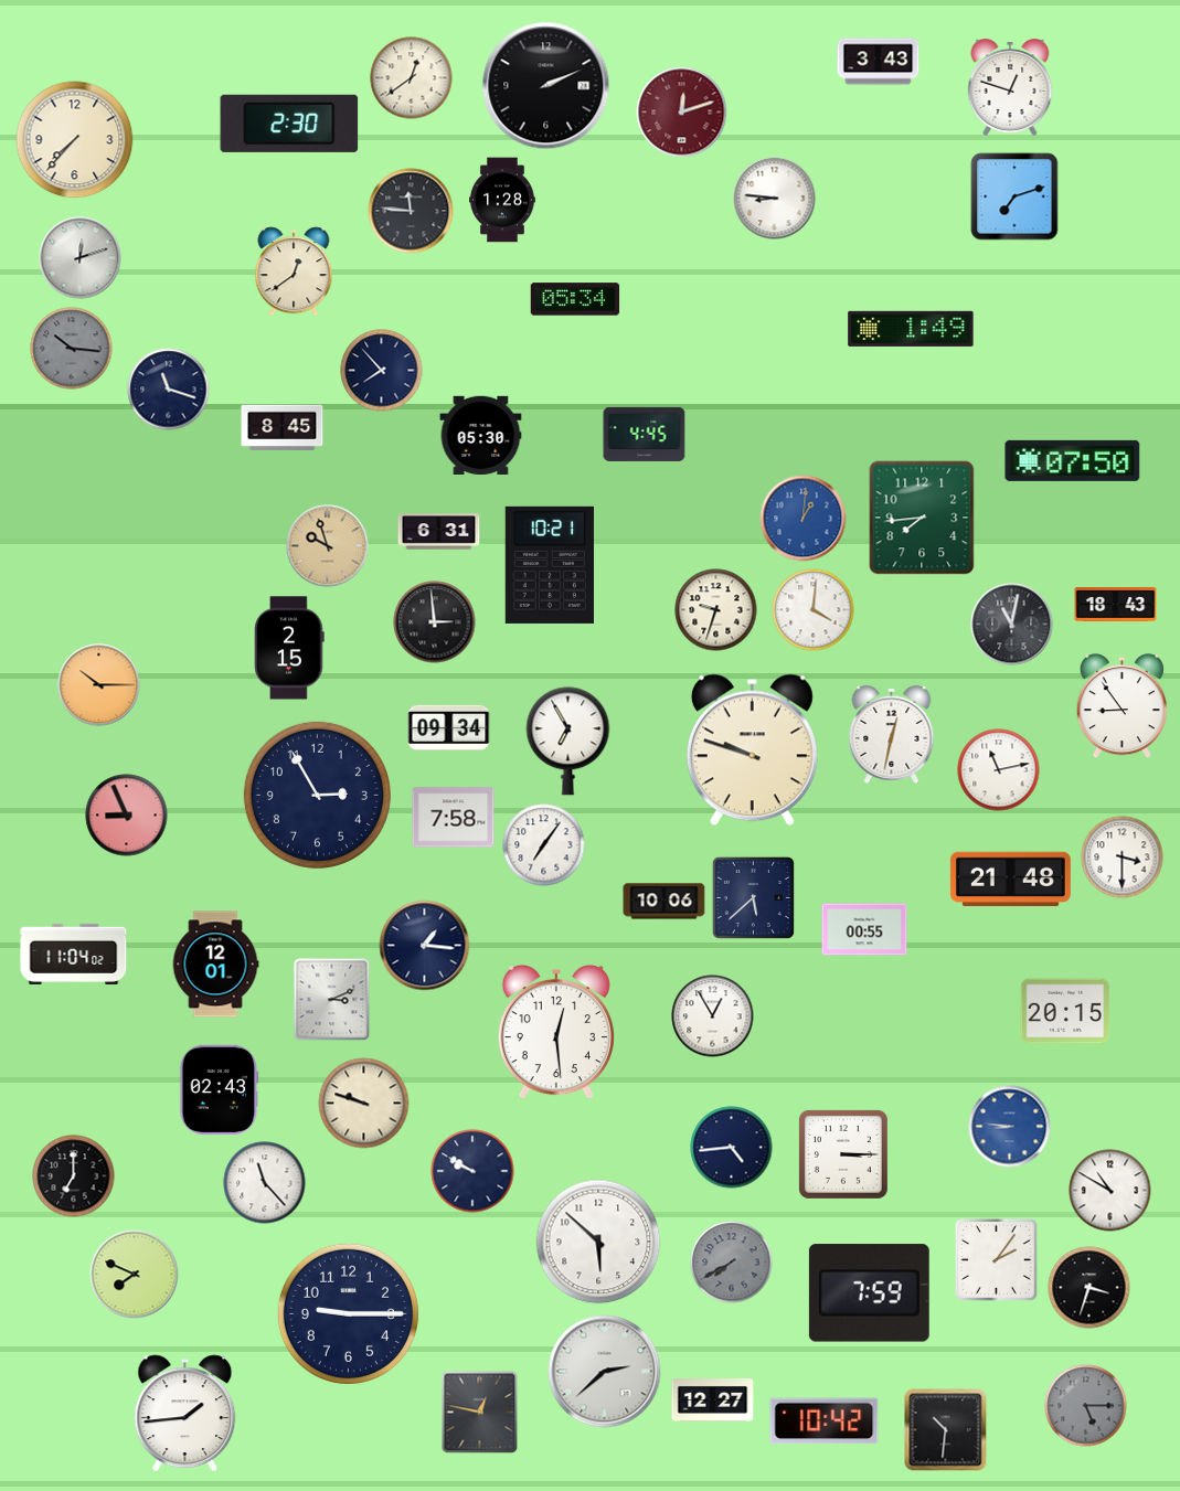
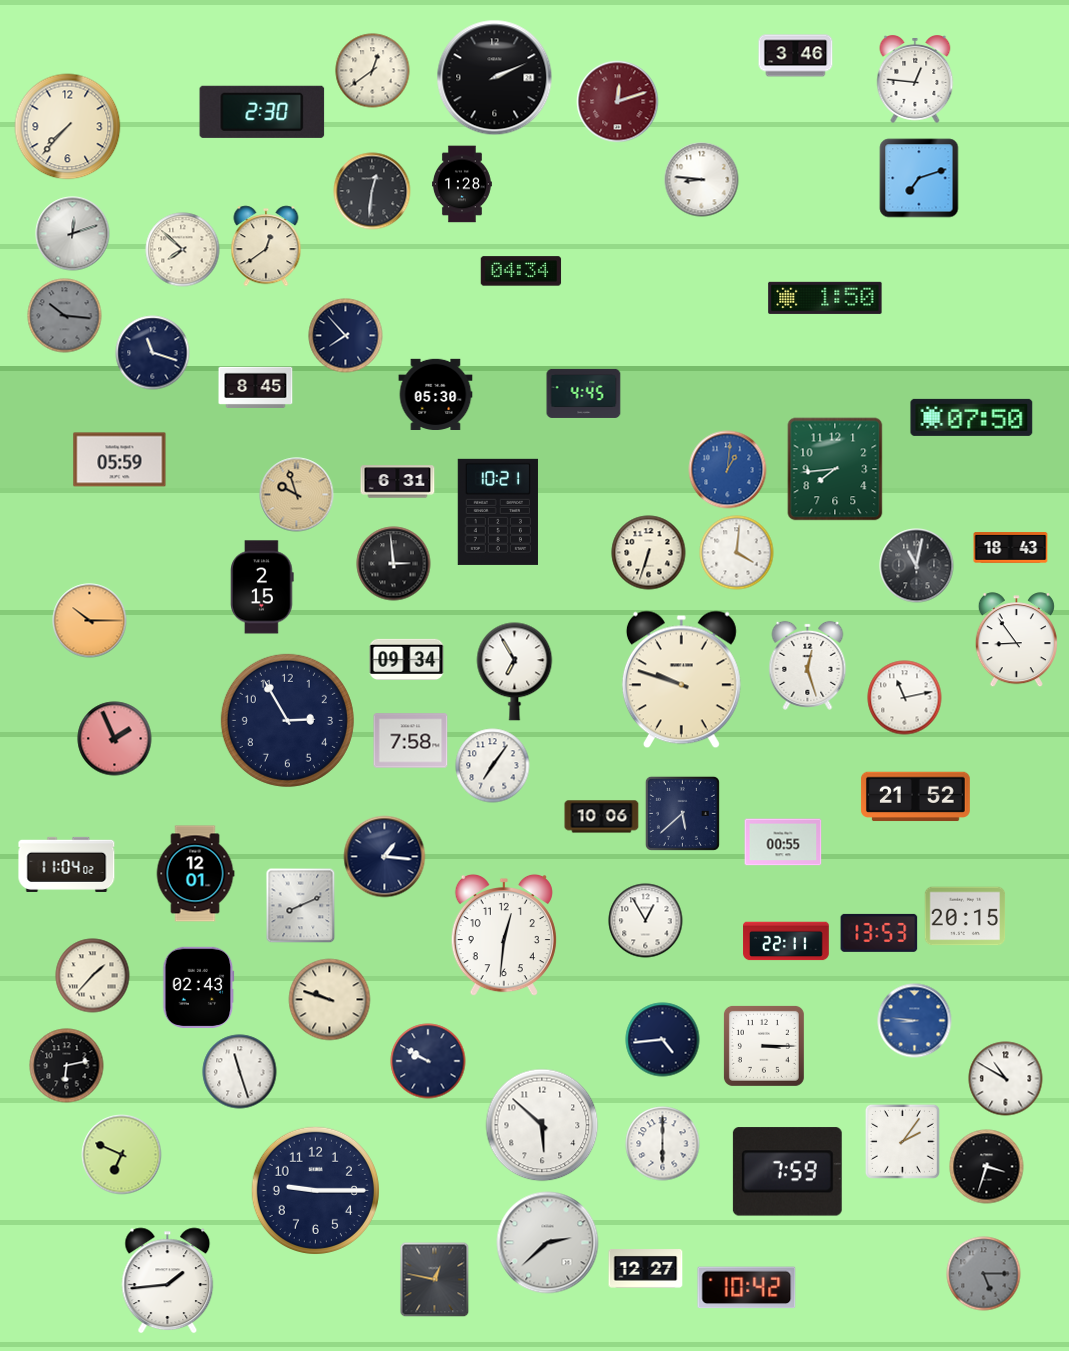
clock at (879, 62): 3:43 -> 3:46
clock at (1010, 88): 12:48 -> 12:46
clock at (503, 200) position: (503, 200) -> (463, 184)
clock at (411, 211): 11:46 -> 12:31
clock at (183, 250): none -> 7:52
clock at (575, 299): 05:34 -> 04:34
clock at (911, 329): 1:49 -> 1:50
clock at (120, 460): none -> 05:59
clock at (716, 610): 9:33 -> 6:33
clock at (892, 734): 12:32 -> 12:27
clock at (127, 816): 8:56 -> 1:56
clock at (1123, 858): 3:30 -> none
clock at (1010, 880): 21:48 -> 21:52
clock at (332, 1000): 3:11 -> 8:11
clock at (879, 933): none -> 13:53
clock at (556, 1032): 12:29 -> 12:31
clock at (786, 941): none -> 22:11
clock at (93, 976): none -> 1:37
clock at (74, 1176): 7:00 -> 6:13
clock at (265, 1183): 11:23 -> 11:27
clock at (732, 1263): 7:40 -> 6:00
clock at (732, 1263) dial: grey -> white
clock at (135, 1275): 7:49 -> 6:49
clock at (946, 1430): 10:31 -> none
